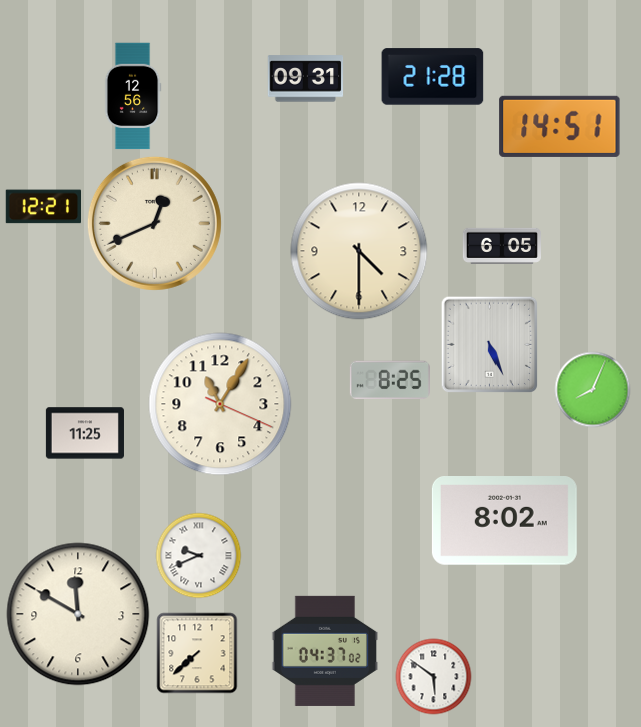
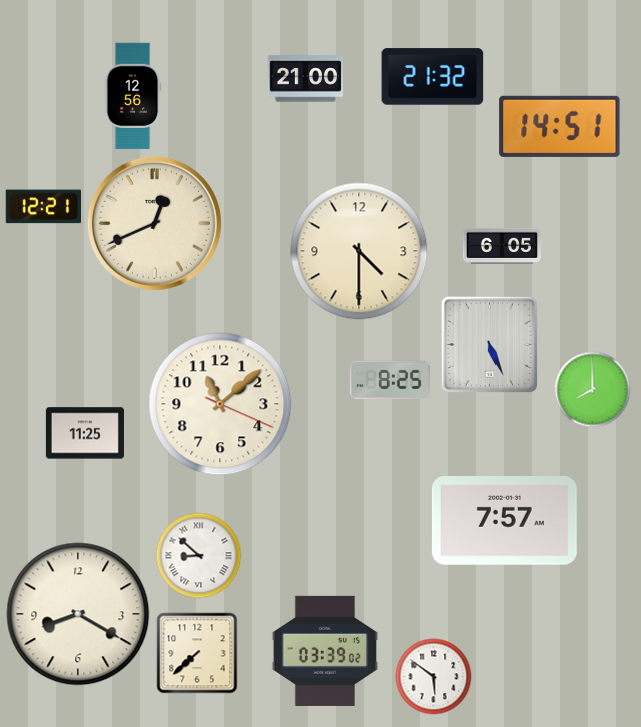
clock at (433, 77): 21:28 -> 21:32
clock at (306, 79): 09:31 -> 21:00
clock at (593, 390): 8:04 -> 8:00
clock at (220, 404): 11:05 -> 11:08
clock at (504, 521): 8:02 -> 7:57
clock at (199, 556): 9:41 -> 8:52
clock at (78, 614): 11:50 -> 8:20
clock at (324, 651): 04:37 -> 03:39
